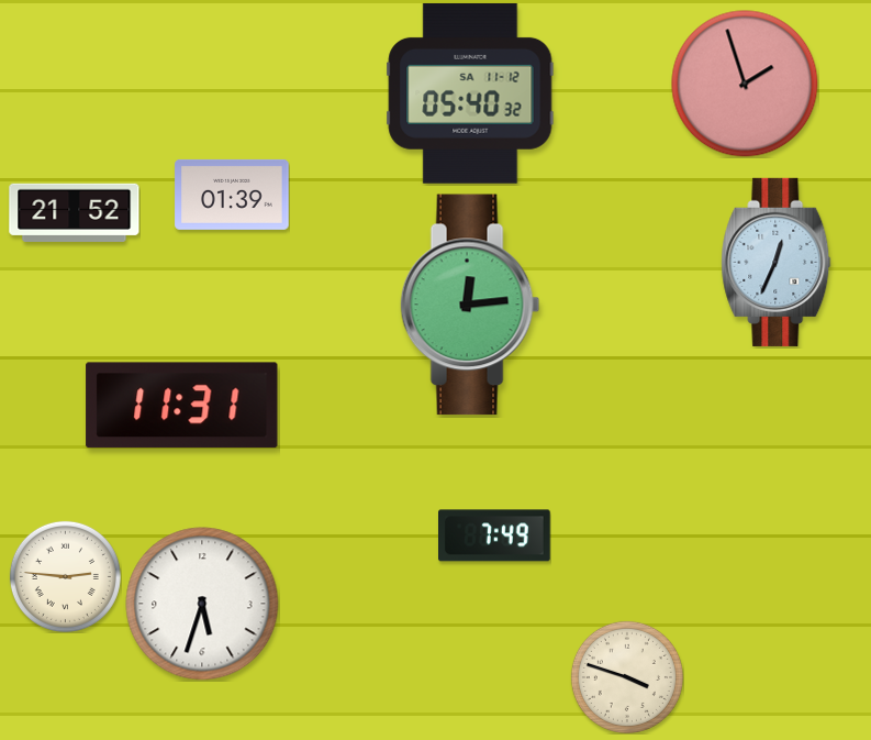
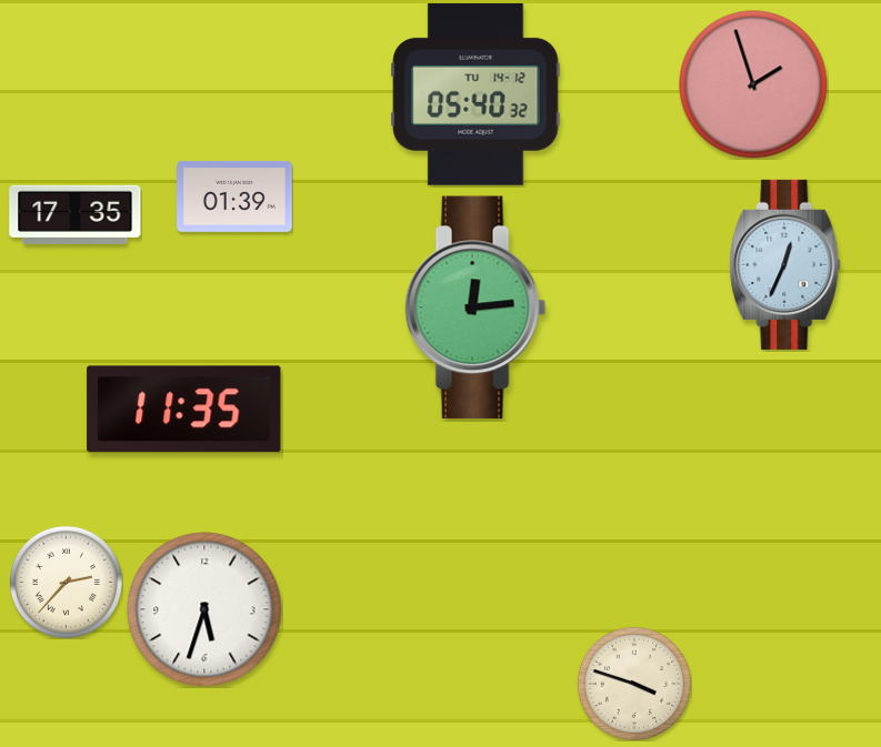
clock at (470, 93) date: SA 11-12 -> TU 14-12
clock at (75, 212): 21:52 -> 17:35
clock at (182, 406): 11:31 -> 11:35
clock at (495, 535): 7:49 -> none
clock at (65, 576): 2:46 -> 2:37
